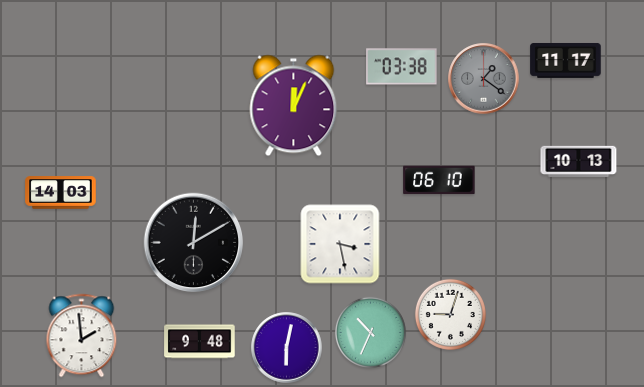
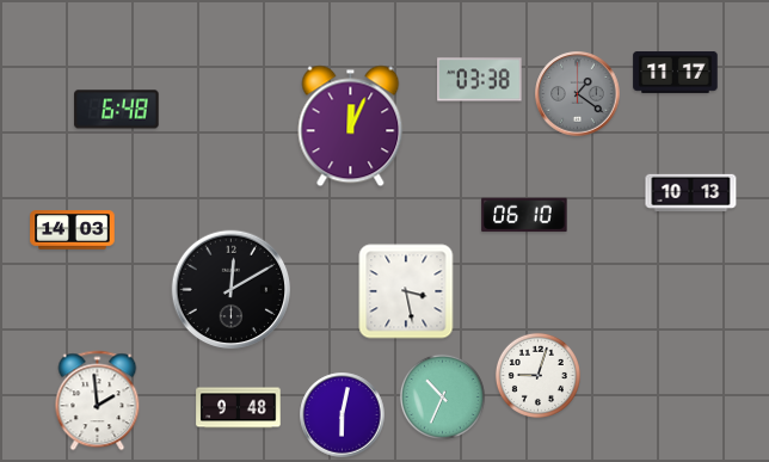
clock at (117, 110): none -> 6:48
